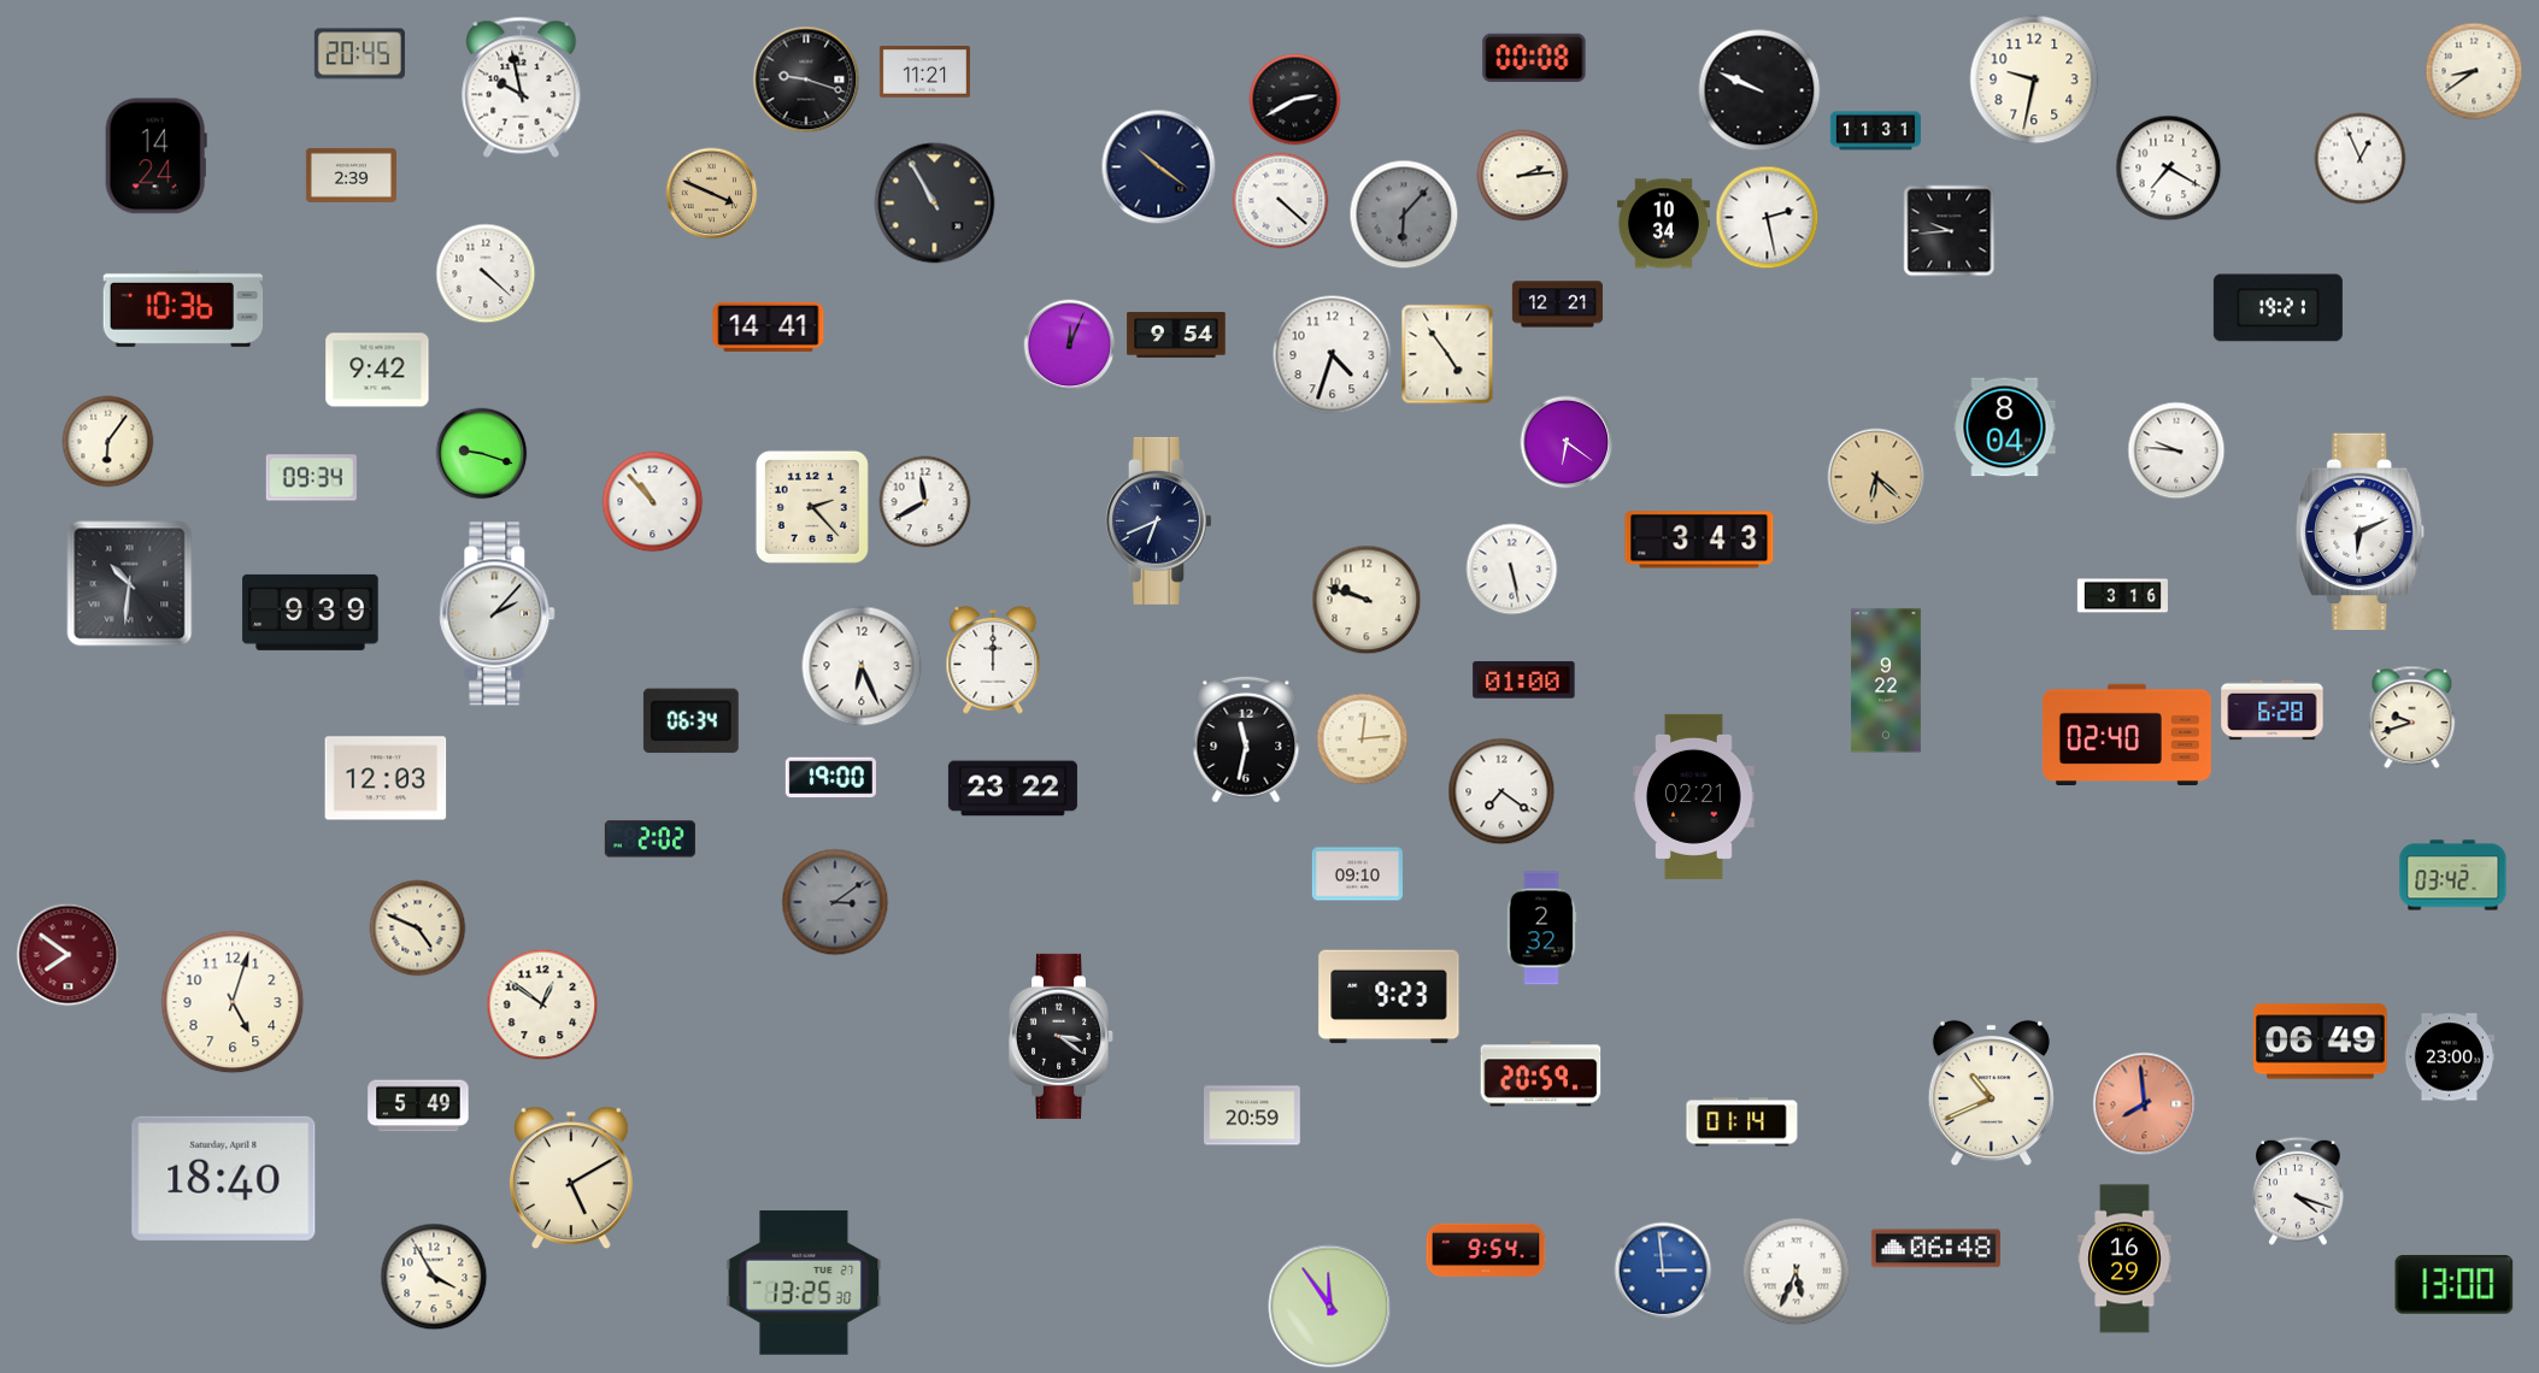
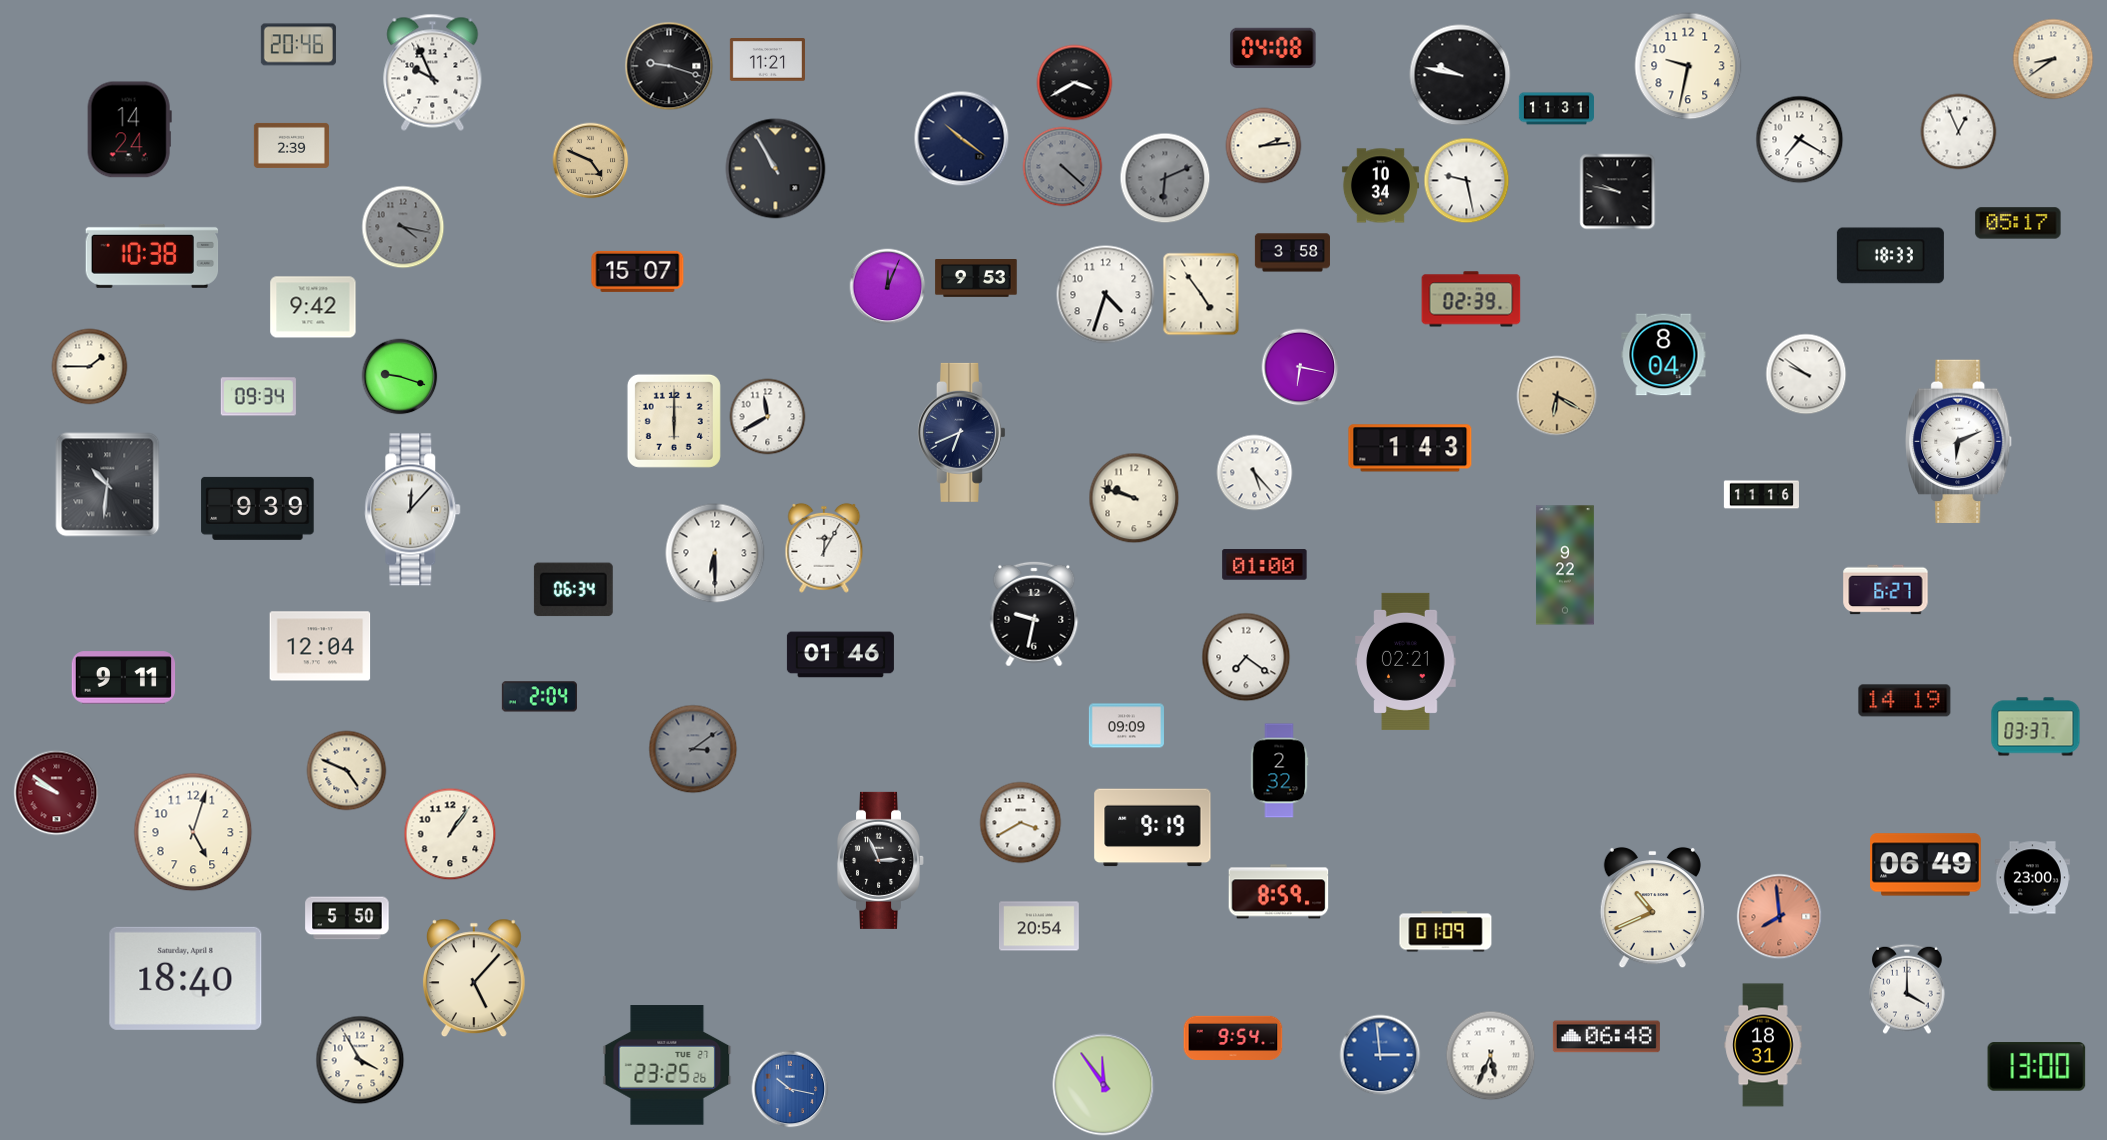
clock at (359, 54): 20:45 -> 20:46
clock at (1534, 58): 00:08 -> 04:08
clock at (522, 87): 9:58 -> 9:56
clock at (1759, 90): 9:49 -> 9:47
clock at (1295, 100): 2:40 -> 3:40
clock at (712, 194): 3:49 -> 4:49
clock at (1281, 201) dial: white -> grey
clock at (1404, 214): 6:07 -> 6:11
clock at (1768, 218): 2:28 -> 9:28
clock at (1950, 231): 9:44 -> 9:47
clock at (2018, 223): none -> 05:17
clock at (486, 273): 4:22 -> 4:17
clock at (486, 273) dial: white -> grey
clock at (1557, 305): 12:21 -> 3:58
clock at (183, 308): 10:36 -> 10:38
clock at (2278, 308): 19:21 -> 18:33
clock at (769, 326): 14:41 -> 15:07
clock at (1176, 336): 9:54 -> 9:53
clock at (1471, 299): none -> 02:39
clock at (108, 442): 6:06 -> 1:45
clock at (1567, 442): 6:21 -> 6:17
clock at (2176, 450): 9:46 -> 9:51
clock at (1876, 477): 6:22 -> 6:20
clock at (653, 502): 10:53 -> none
clock at (812, 507): 2:23 -> 6:00
clock at (1699, 540): 3:43 -> 1:43
clock at (1512, 570): 5:28 -> 5:23
clock at (2122, 596): 3:16 -> 11:16
clock at (498, 614): 2:07 -> 12:07
clock at (993, 660): 12:00 -> 12:05
clock at (862, 666): 6:26 -> 6:30
clock at (2273, 711): 6:28 -> 6:27
clock at (2412, 718): 9:42 -> none
clock at (690, 721) position: (690, 721) -> (573, 590)
clock at (2127, 733): 02:40 -> none
clock at (1246, 739): 11:32 -> 9:32
clock at (1363, 739): 12:14 -> none
clock at (386, 778): 12:03 -> 12:04
clock at (830, 778): 19:00 -> none
clock at (1012, 789): 23:22 -> 01:46
clock at (124, 678): none -> 9:11
clock at (650, 839): 2:02 -> 2:04
clock at (1905, 701): none -> 14:19
clock at (1357, 874): 09:10 -> 09:09
clock at (2453, 876): 03:42 -> 03:37
clock at (69, 955): 7:51 -> 9:51
clock at (1021, 823): none -> 3:40
clock at (1389, 997): 9:23 -> 9:19
clock at (542, 1004): 12:51 -> 1:06
clock at (1060, 1036): 3:21 -> 2:56
clock at (1541, 1074): 20:59 -> 8:59
clock at (418, 1106): 5:49 -> 5:50
clock at (1252, 1115): 20:59 -> 20:54
clock at (1742, 1122): 01:14 -> 01:09
clock at (571, 1178): 5:10 -> 5:07
clock at (2298, 1191): 4:18 -> 4:00
clock at (2124, 1259): 16:29 -> 18:31
clock at (804, 1283): 13:25 -> 23:25
clock at (790, 1089): none -> 10:17
